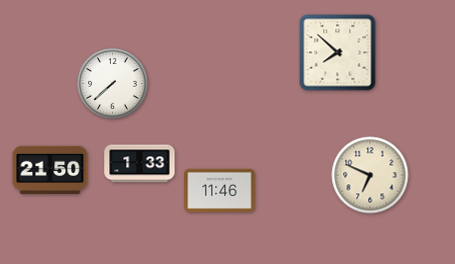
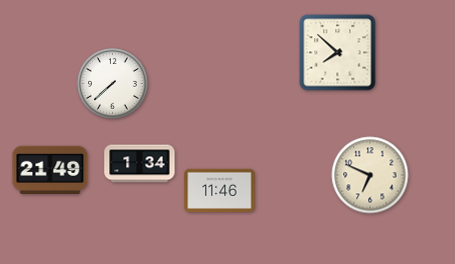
clock at (140, 164): 1:33 -> 1:34
clock at (50, 170): 21:50 -> 21:49
